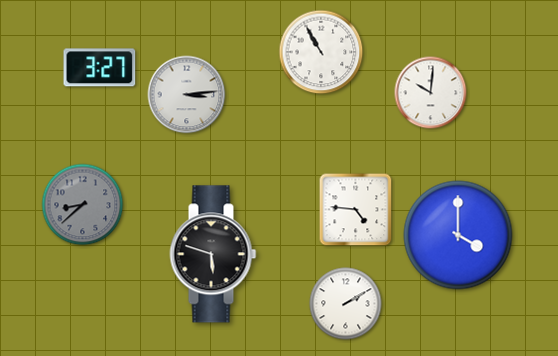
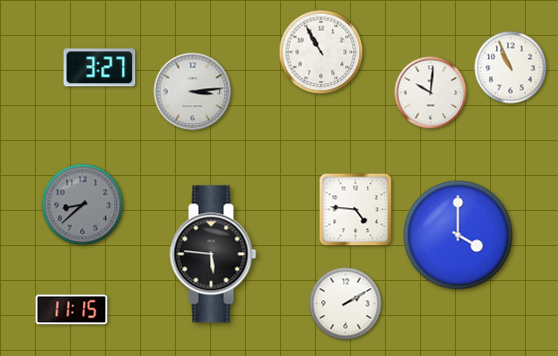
clock at (511, 68): none -> 10:56
clock at (187, 95) position: (187, 95) -> (193, 92)
clock at (213, 254): 5:48 -> 5:46
clock at (72, 310): none -> 11:15
